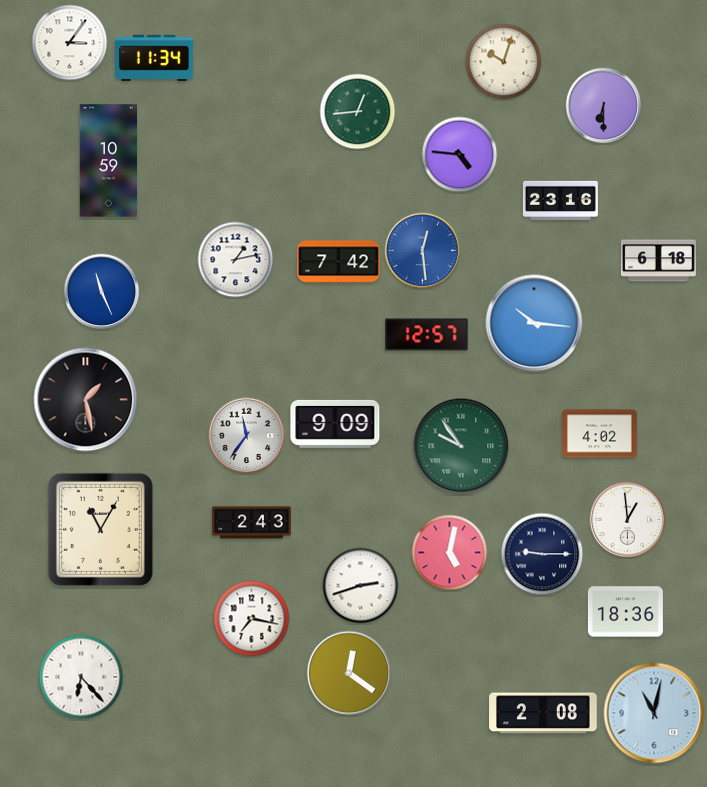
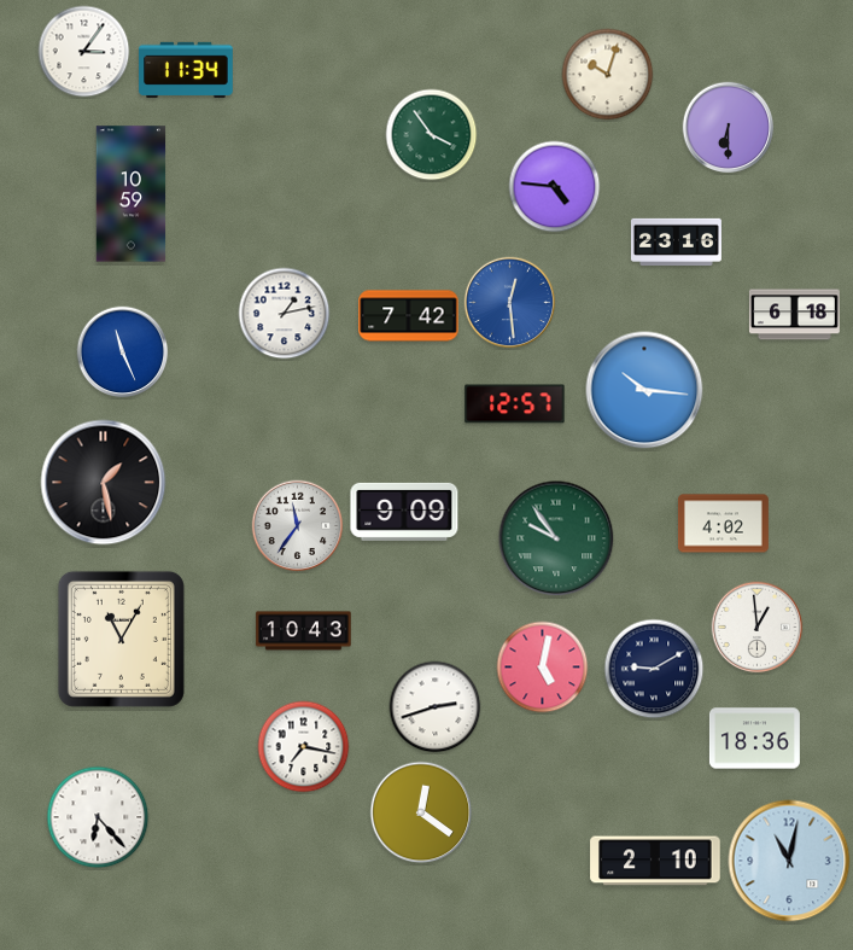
clock at (358, 112): 12:44 -> 3:54
clock at (252, 523): 2:43 -> 10:43
clock at (542, 554): 9:15 -> 9:10
clock at (543, 713): 2:08 -> 2:10
